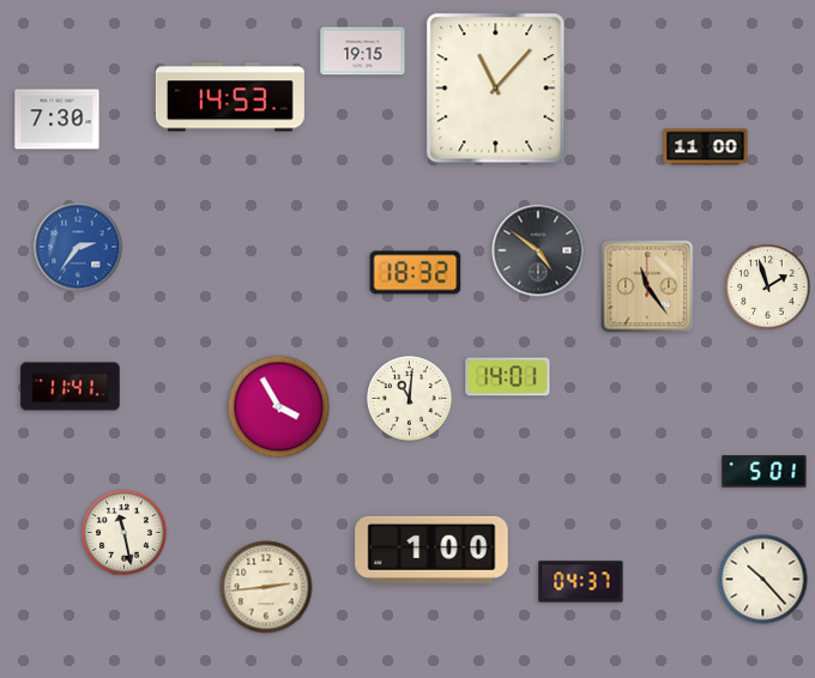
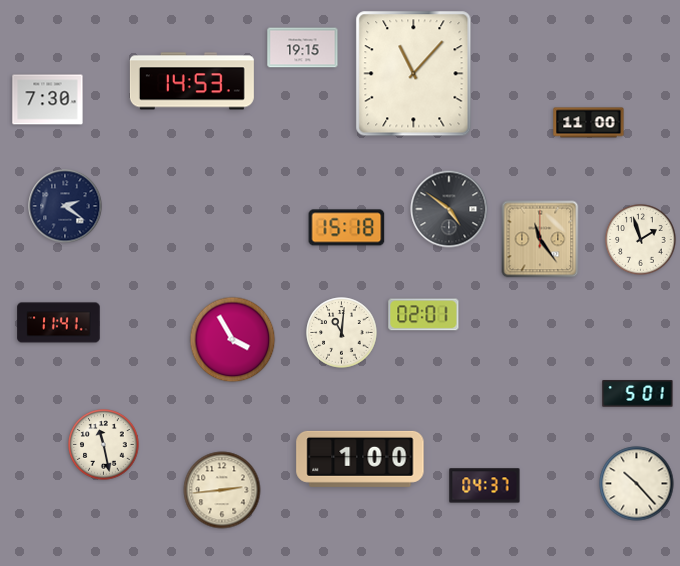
clock at (363, 52) position: (363, 52) -> (303, 48)
clock at (78, 247): 2:36 -> 2:21
clock at (78, 247) dial: blue -> navy
clock at (416, 273): 18:32 -> 15:18
clock at (508, 377): 14:01 -> 02:01
